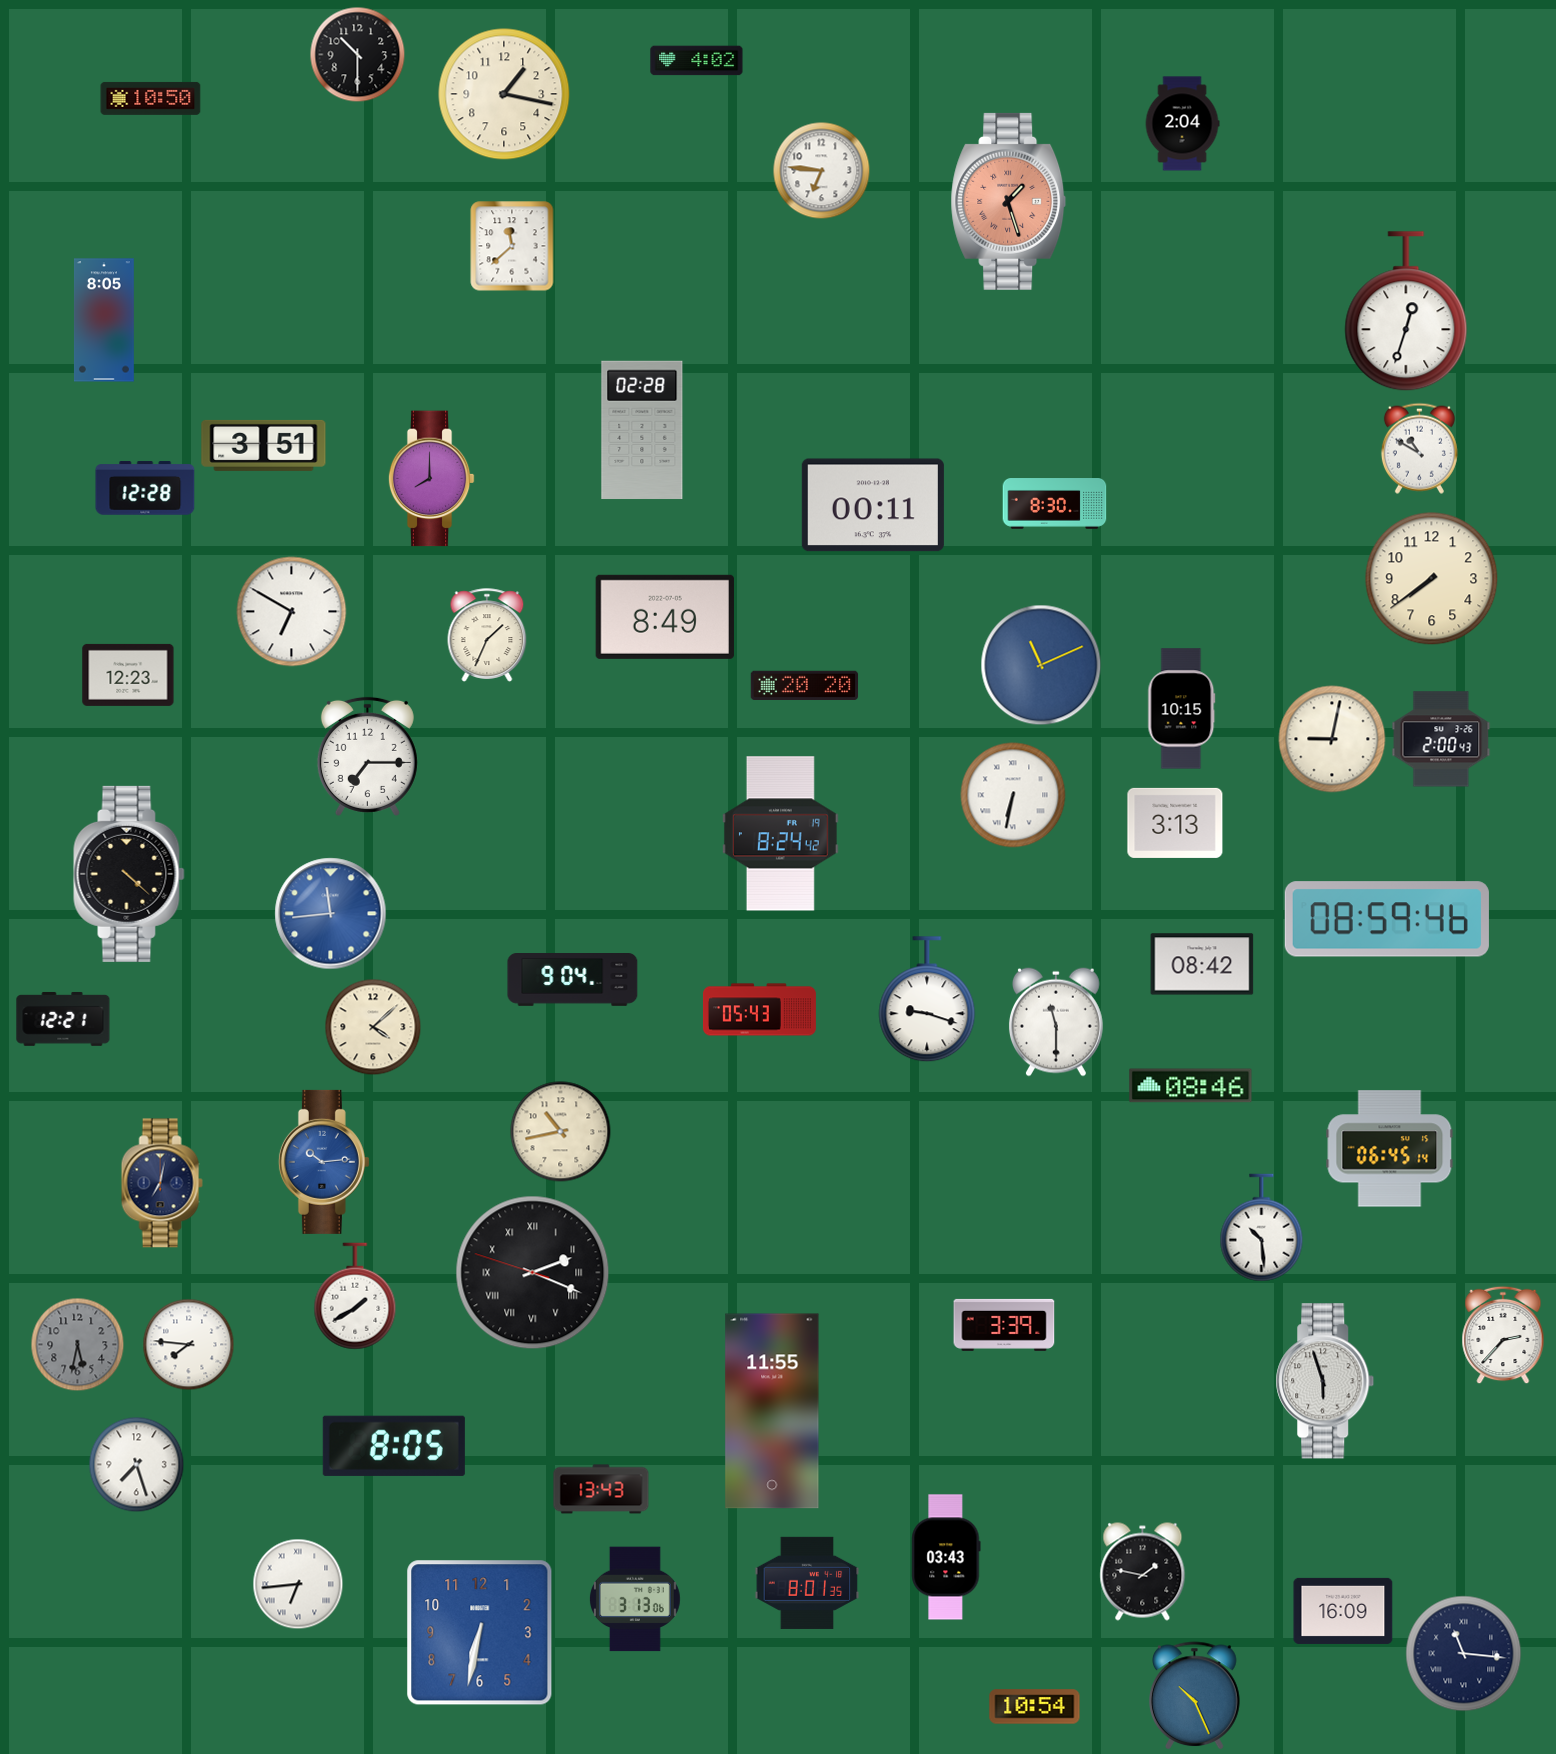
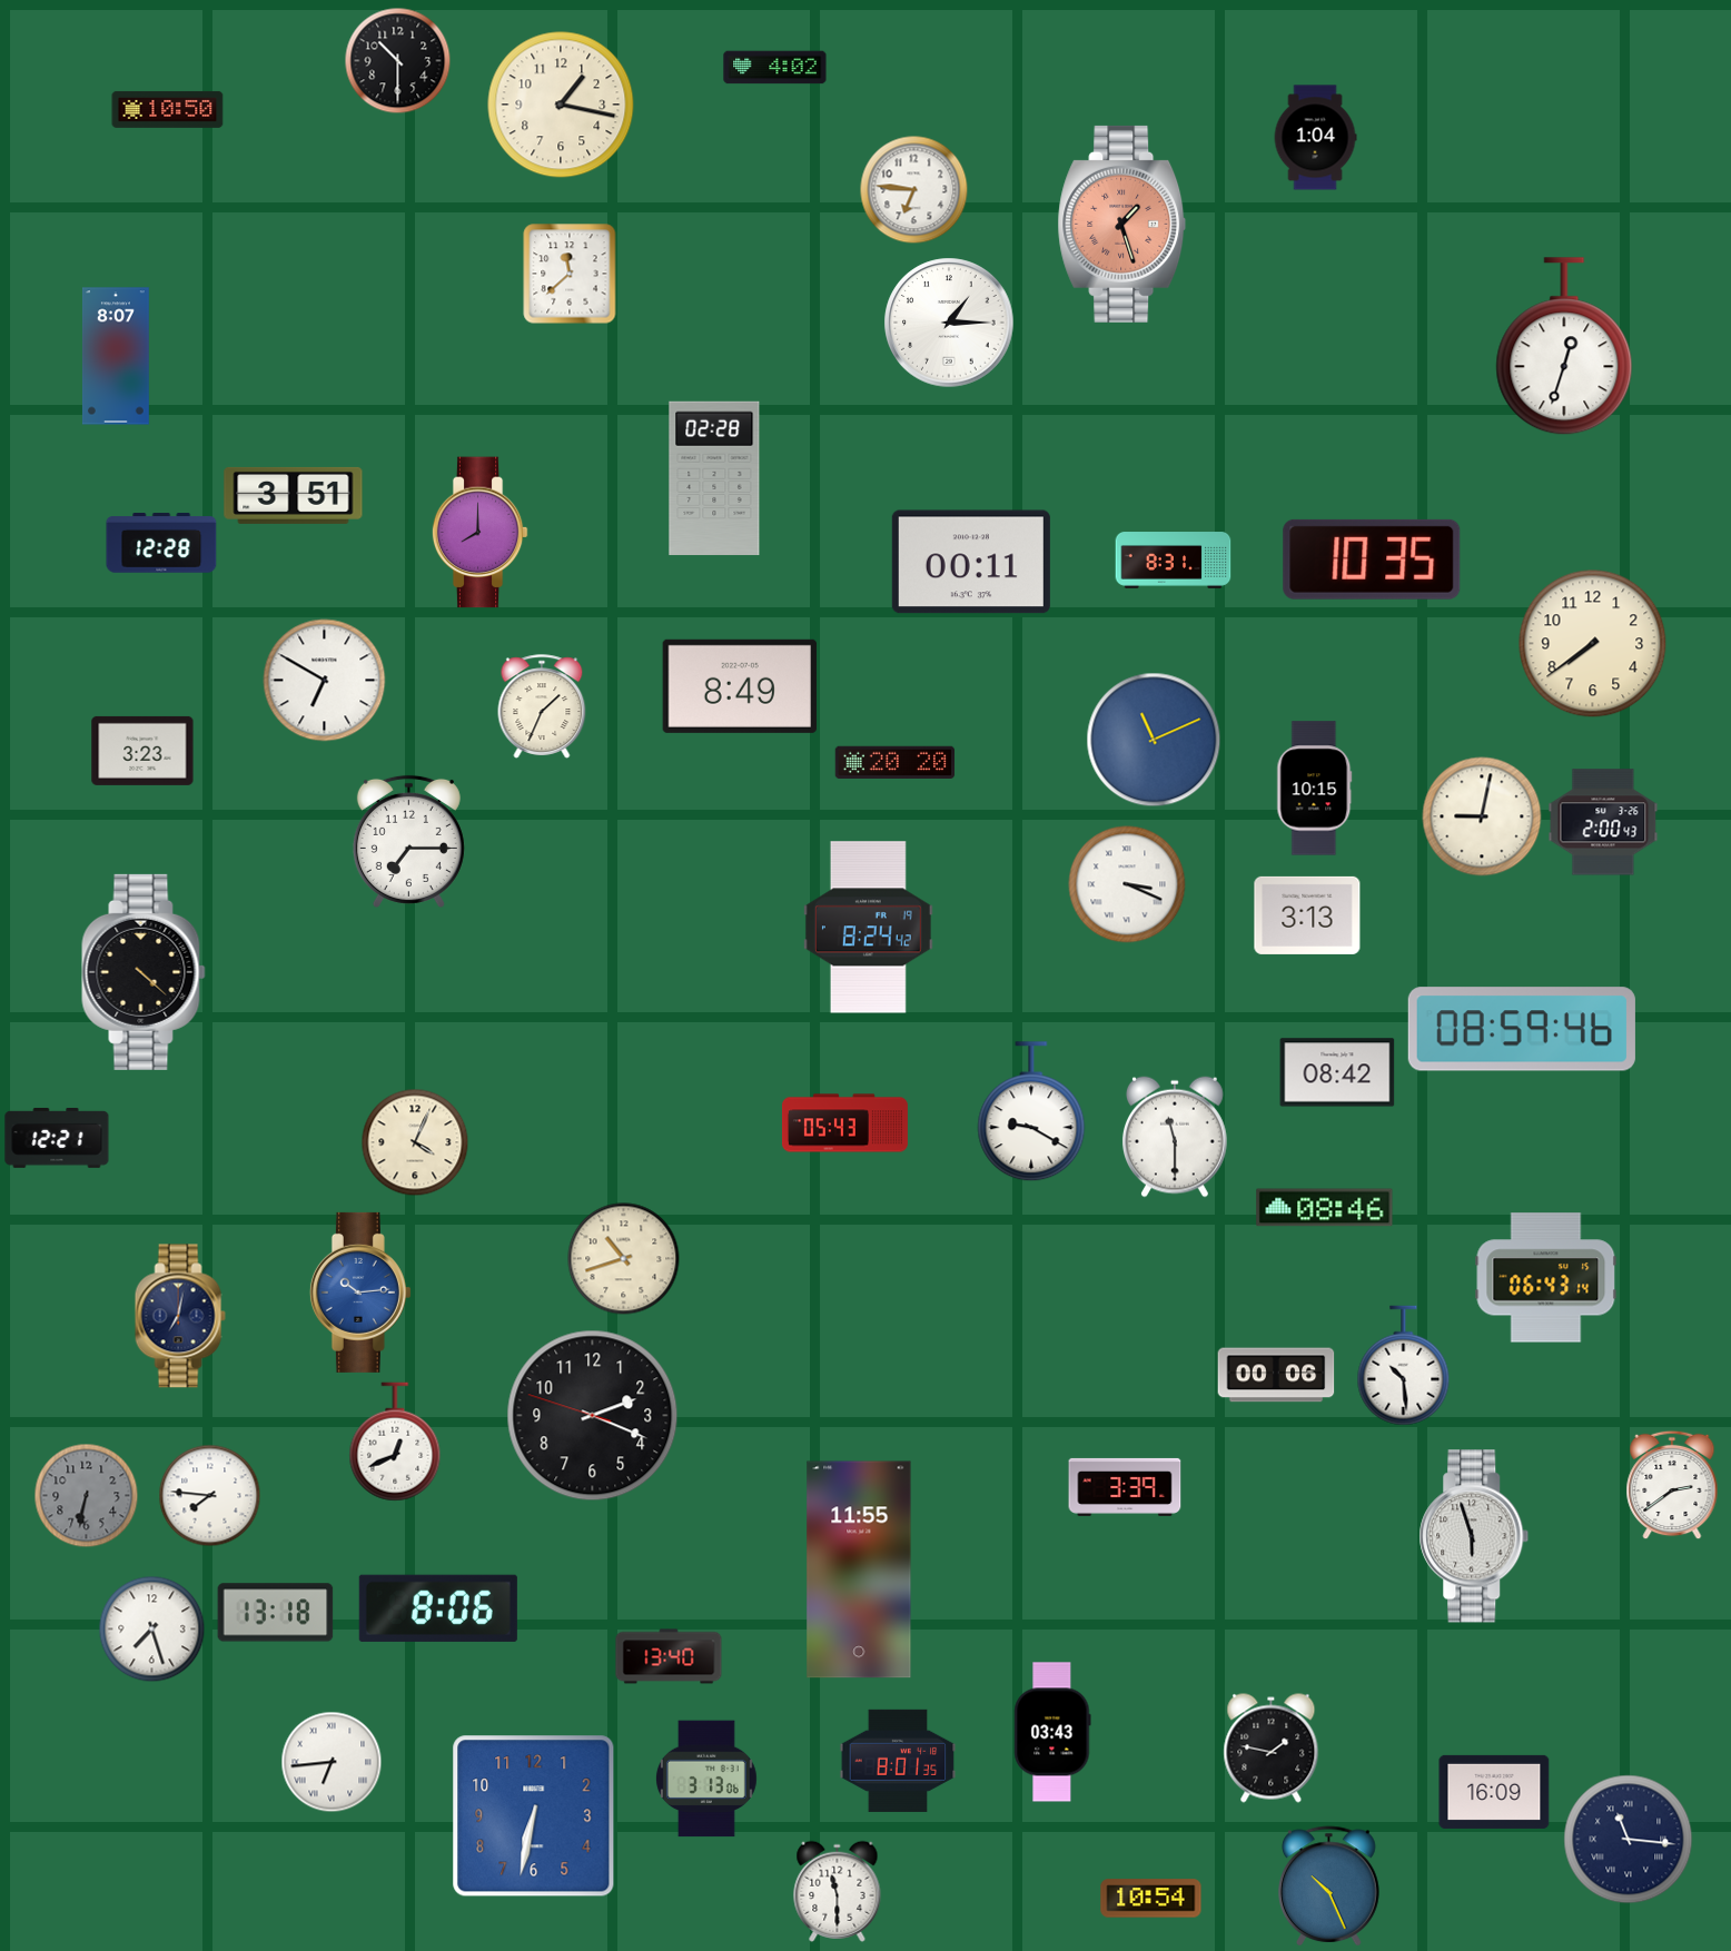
clock at (1182, 124): 2:04 -> 1:04
clock at (949, 323): none -> 1:15
clock at (104, 320): 8:05 -> 8:07
clock at (1419, 448): 10:50 -> none
clock at (1372, 559): none -> 10:35
clock at (1055, 504): 8:30 -> 8:31
clock at (1041, 665) position: (1041, 665) -> (1154, 740)
clock at (128, 675): 12:23 -> 3:23
clock at (1332, 739) position: (1332, 739) -> (1482, 816)
clock at (1013, 795): 6:32 -> 3:19
clock at (331, 914): 11:44 -> none
clock at (1387, 919) position: (1387, 919) -> (1522, 1029)
clock at (573, 980): 9:04 -> none
clock at (927, 1000): 9:18 -> 9:20
clock at (63, 1019) position: (63, 1019) -> (57, 1138)
clock at (373, 1027): 4:08 -> 4:04
clock at (561, 1132): 10:43 -> 10:42
clock at (1390, 1149): 06:45 -> 06:43
clock at (1276, 1375): none -> 00:06
clock at (533, 1273) numerals: Roman -> Arabic
clock at (355, 1296): 1:40 -> 12:41
clock at (1004, 1325) position: (1004, 1325) -> (1125, 1487)
clock at (1503, 1335): 2:37 -> 2:39
clock at (78, 1345): 5:32 -> 6:32
clock at (394, 1446): 8:05 -> 8:06
clock at (276, 1613): none -> 13:18
clock at (601, 1489): 13:43 -> 13:40
clock at (838, 1891): none -> 11:30
